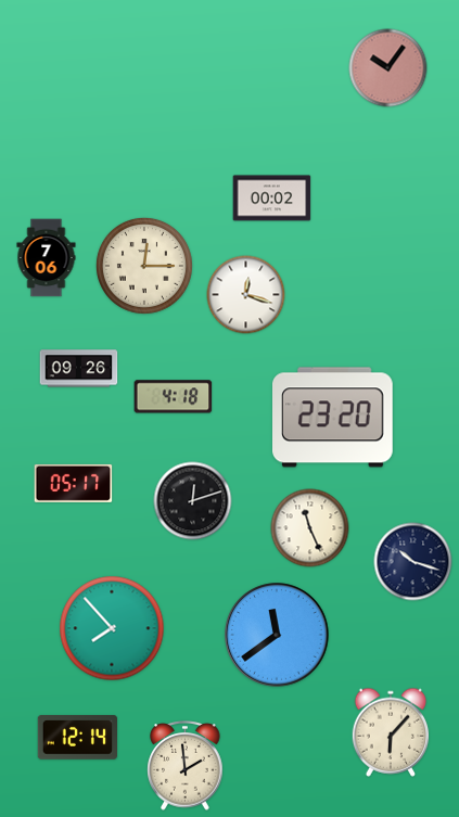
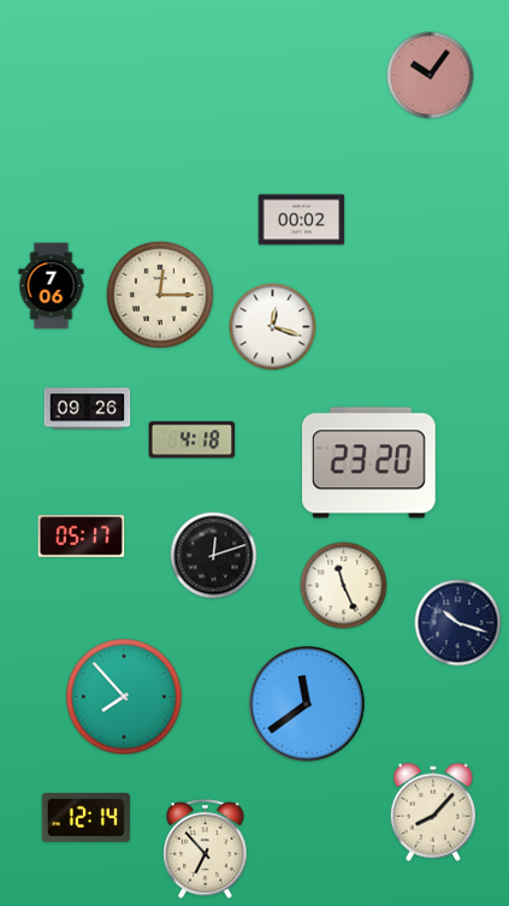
clock at (391, 732): 6:07 -> 8:07
clock at (186, 766): 1:59 -> 6:53
